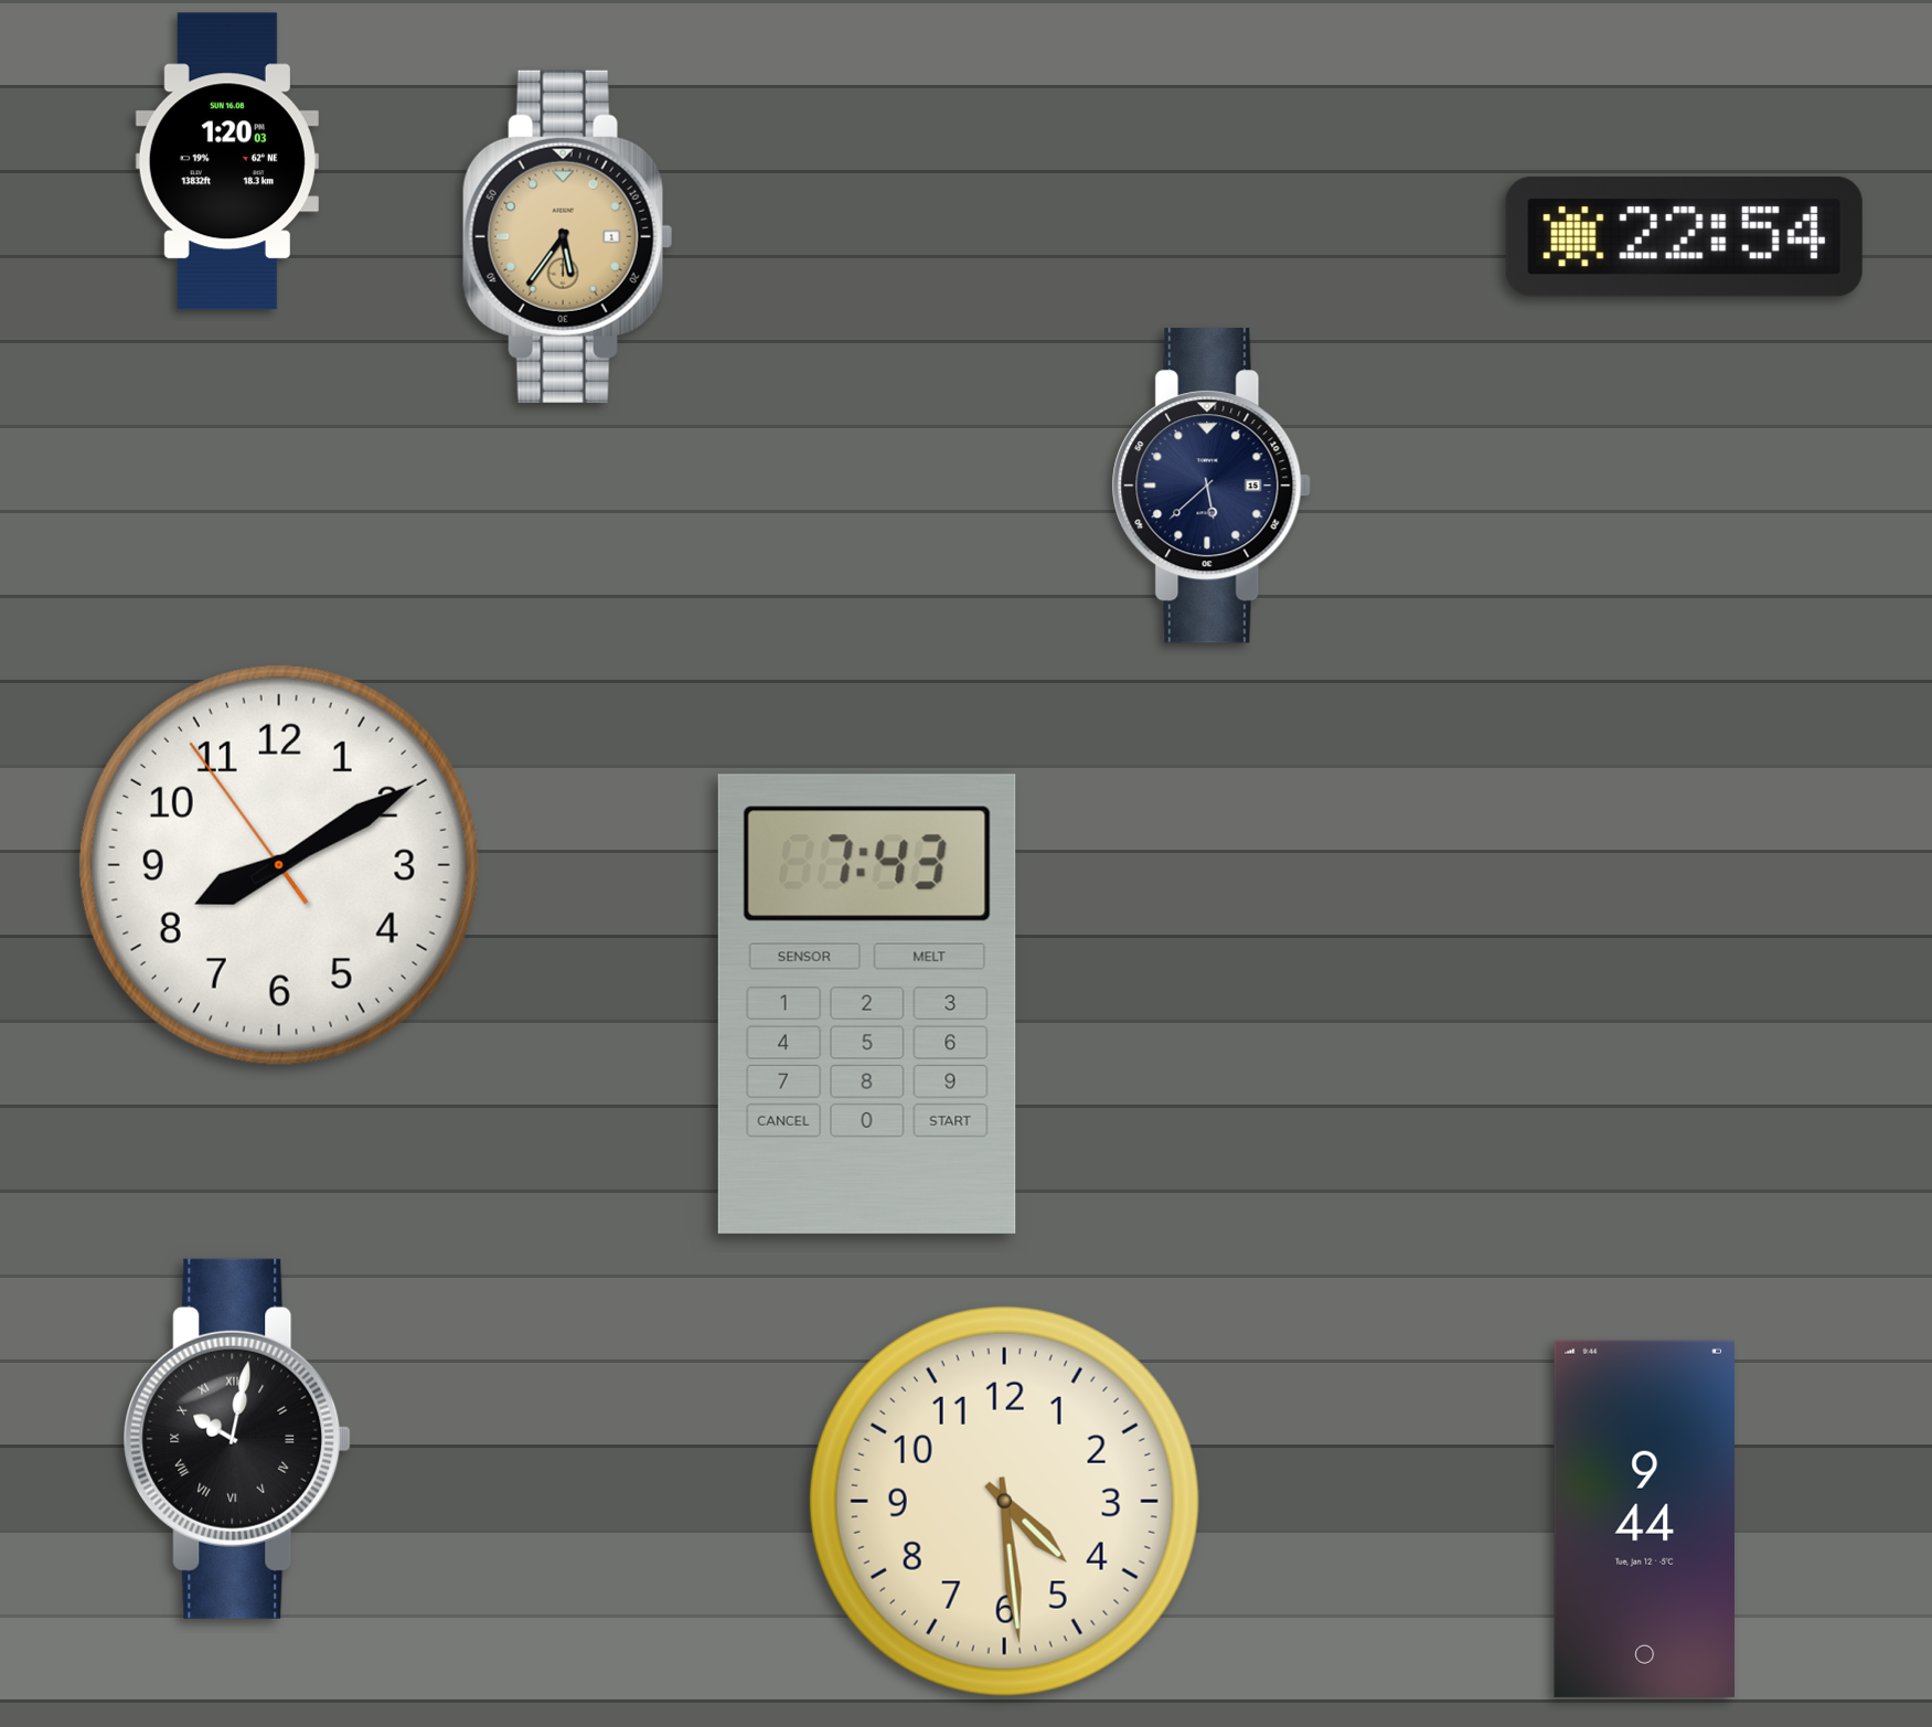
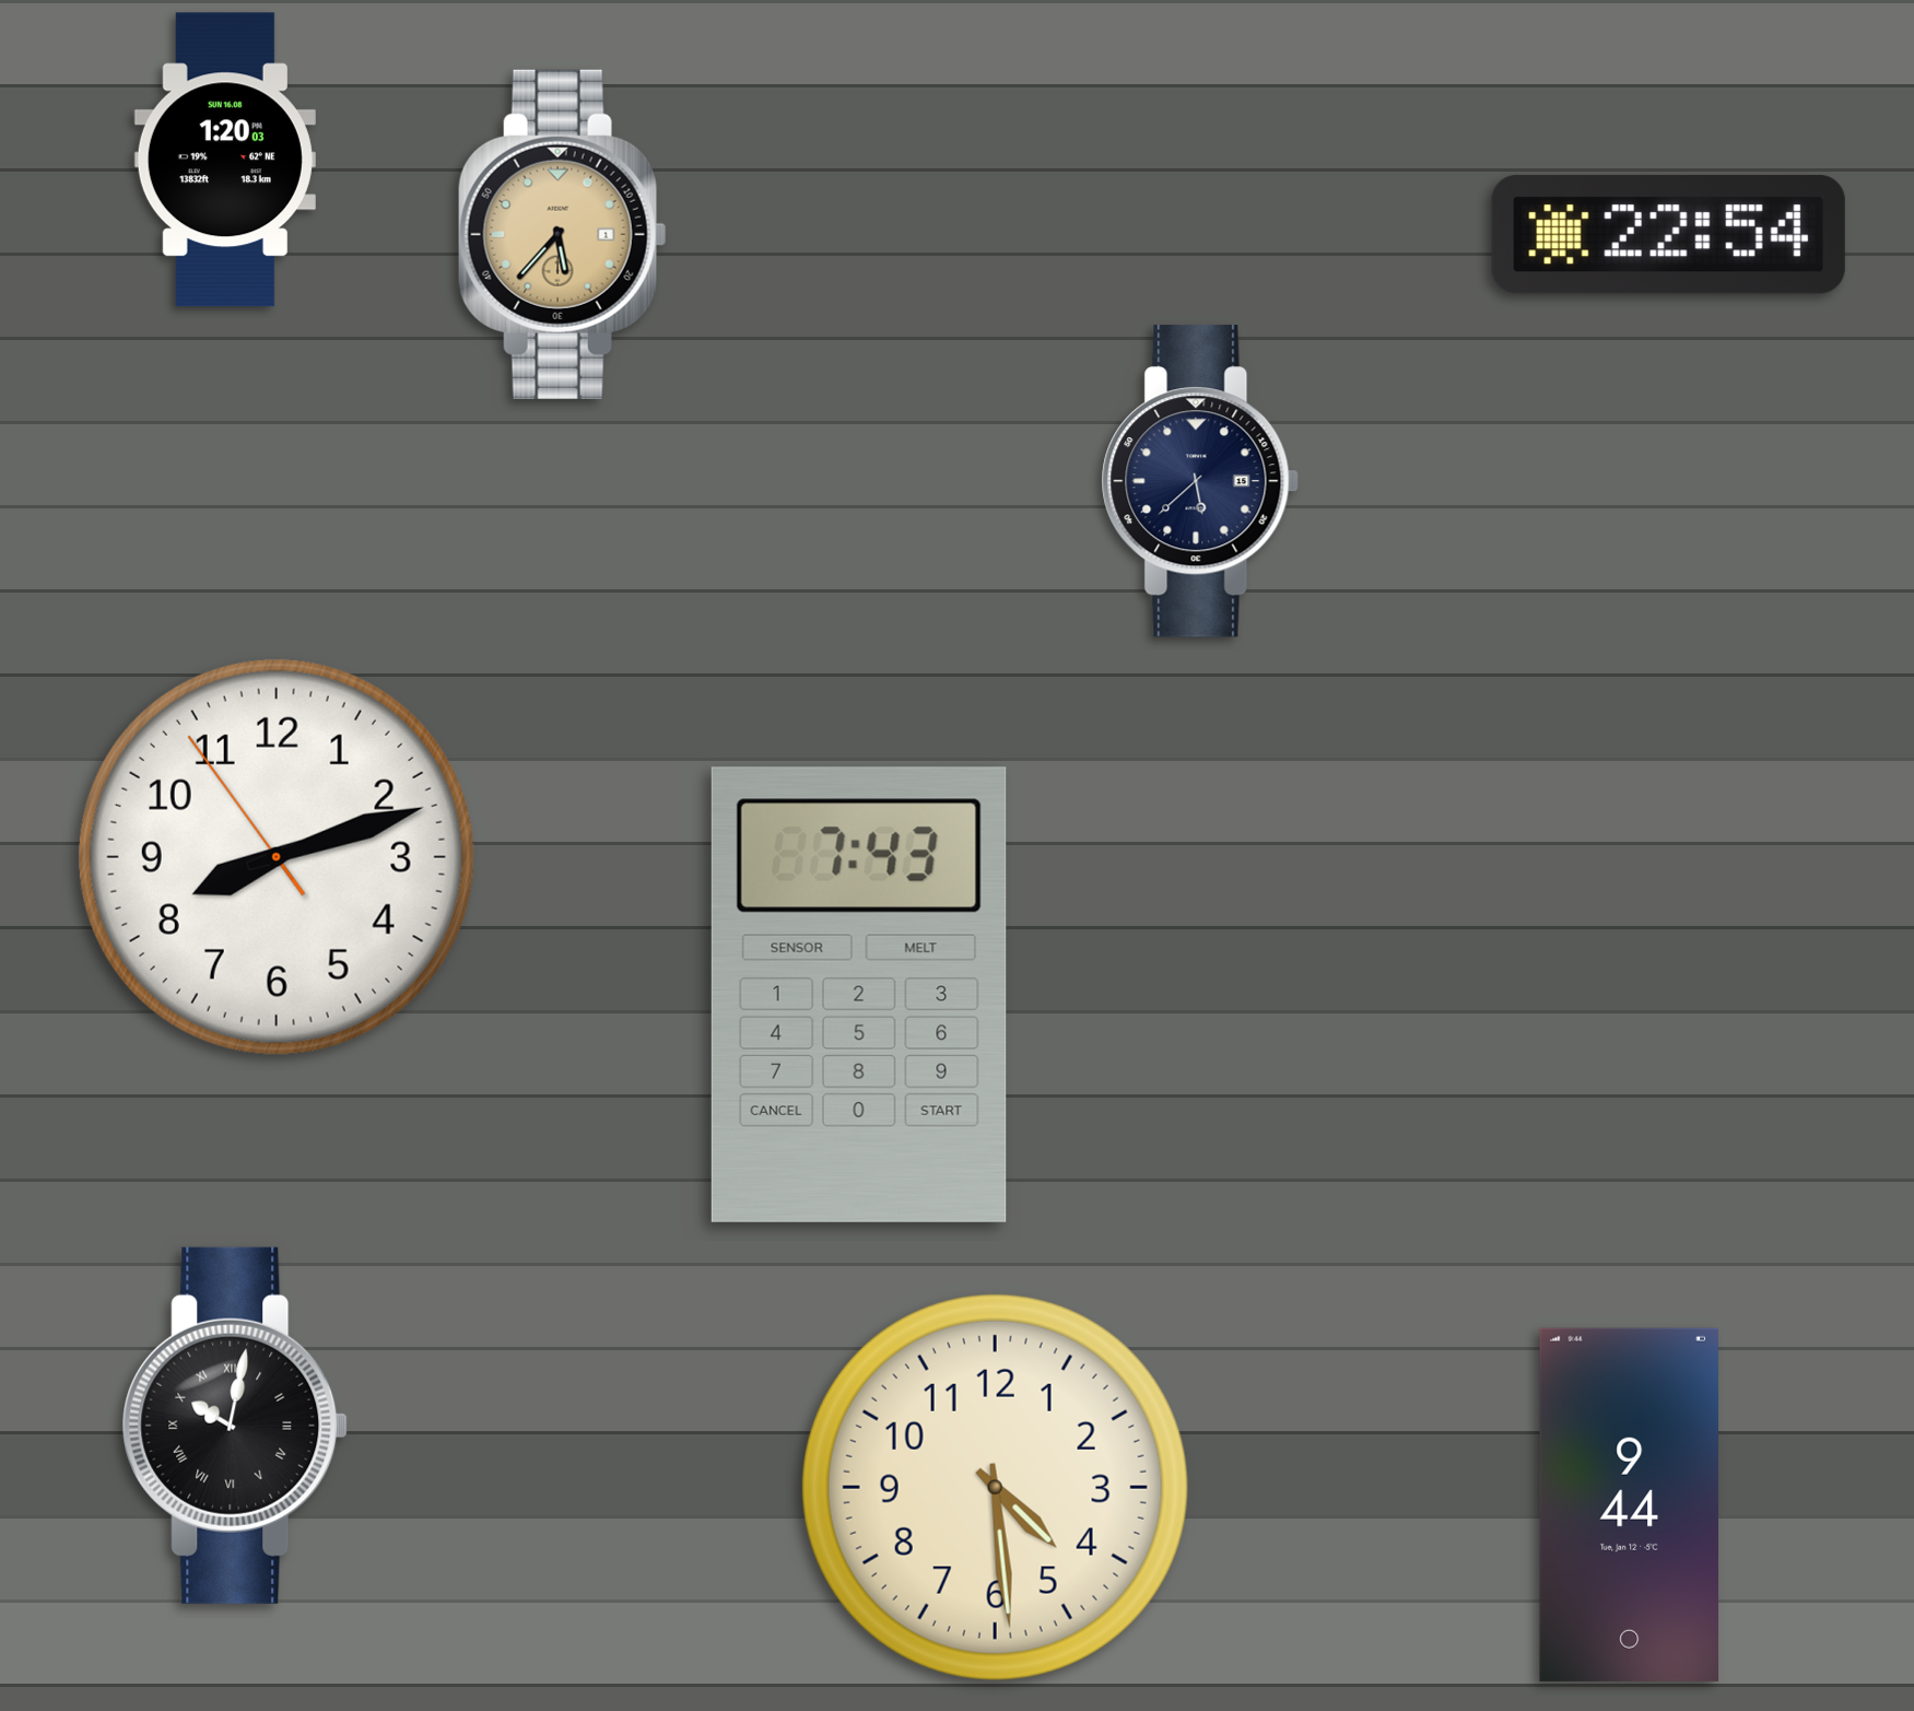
clock at (567, 236): 5:36 -> 5:37
clock at (279, 865): 8:09 -> 8:11
